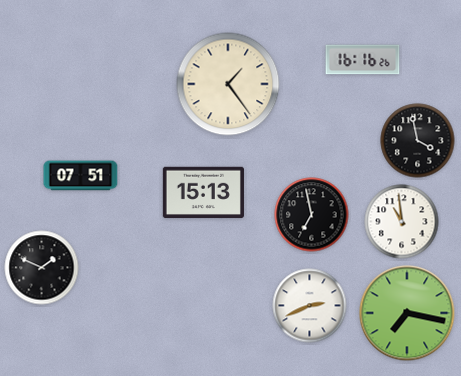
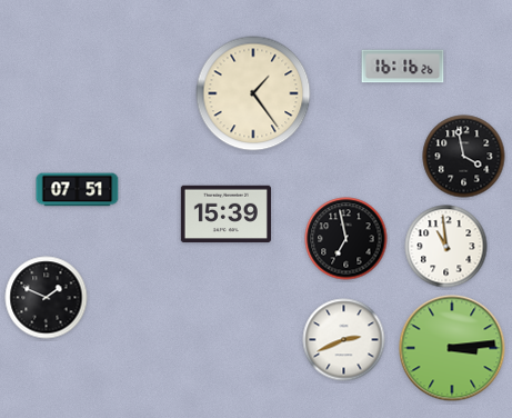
clock at (81, 176) position: (81, 176) -> (78, 190)
clock at (203, 193): 15:13 -> 15:39
clock at (407, 313): 7:17 -> 3:14
